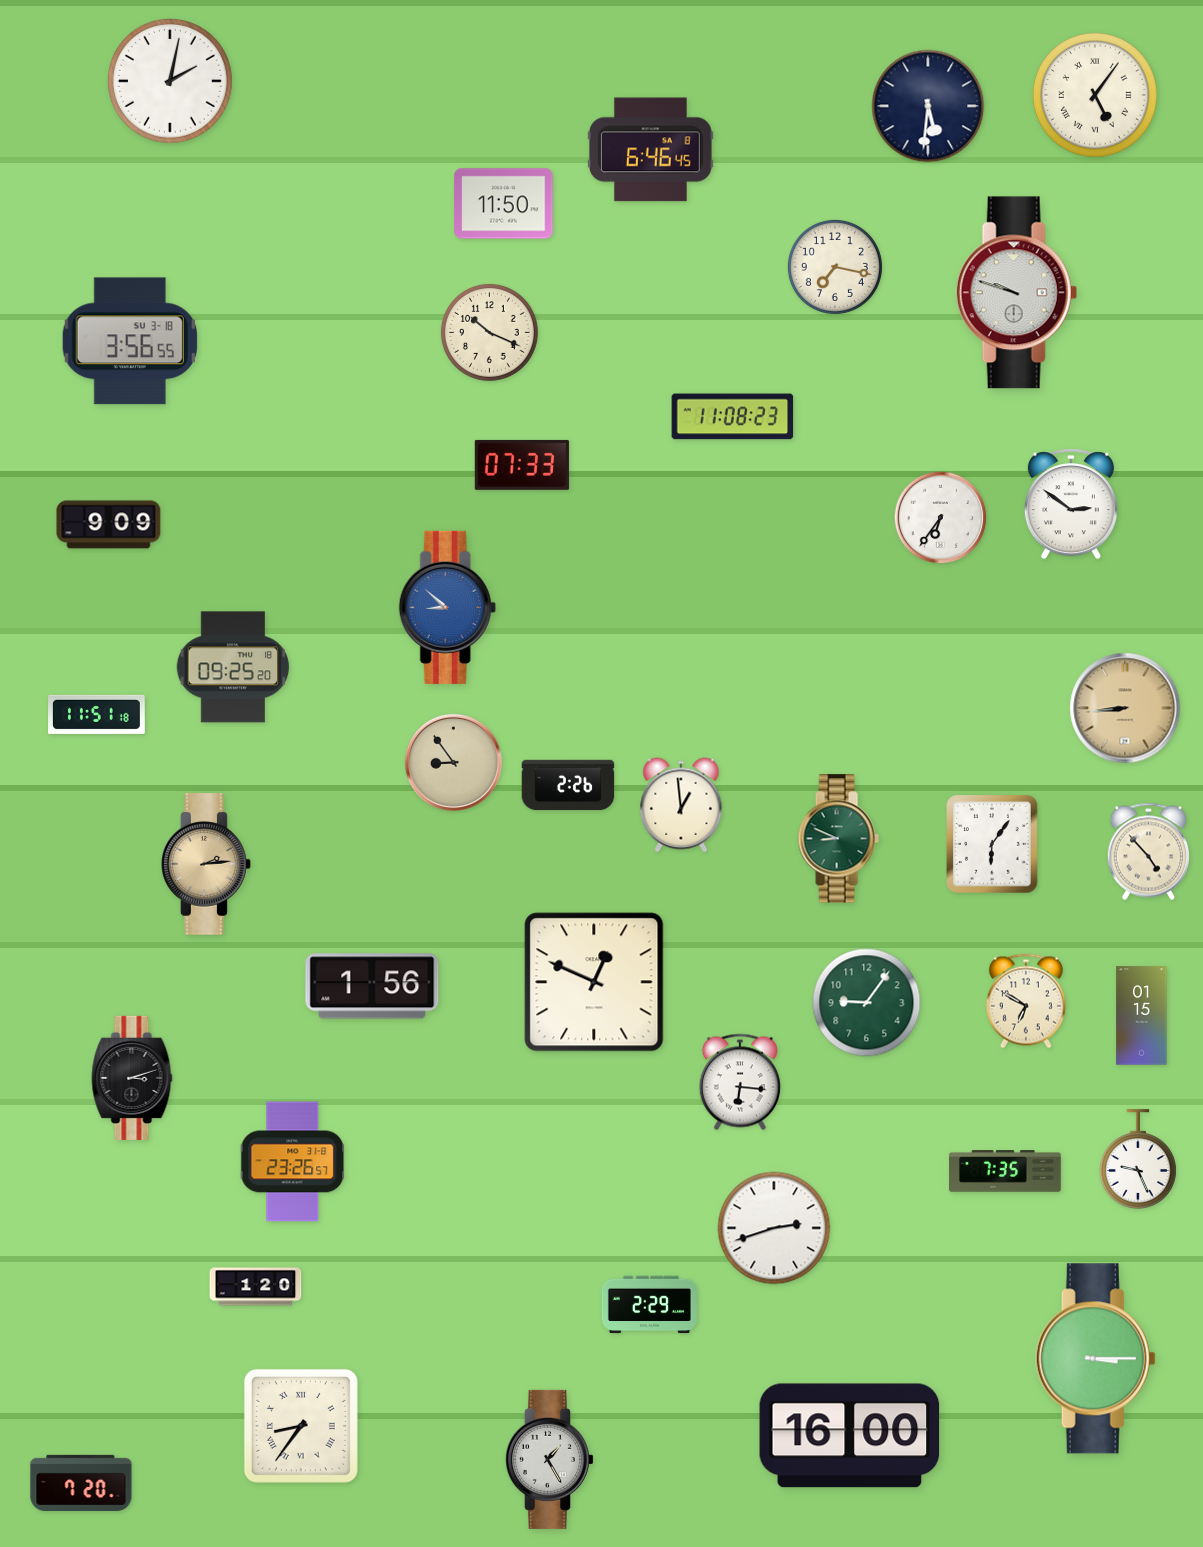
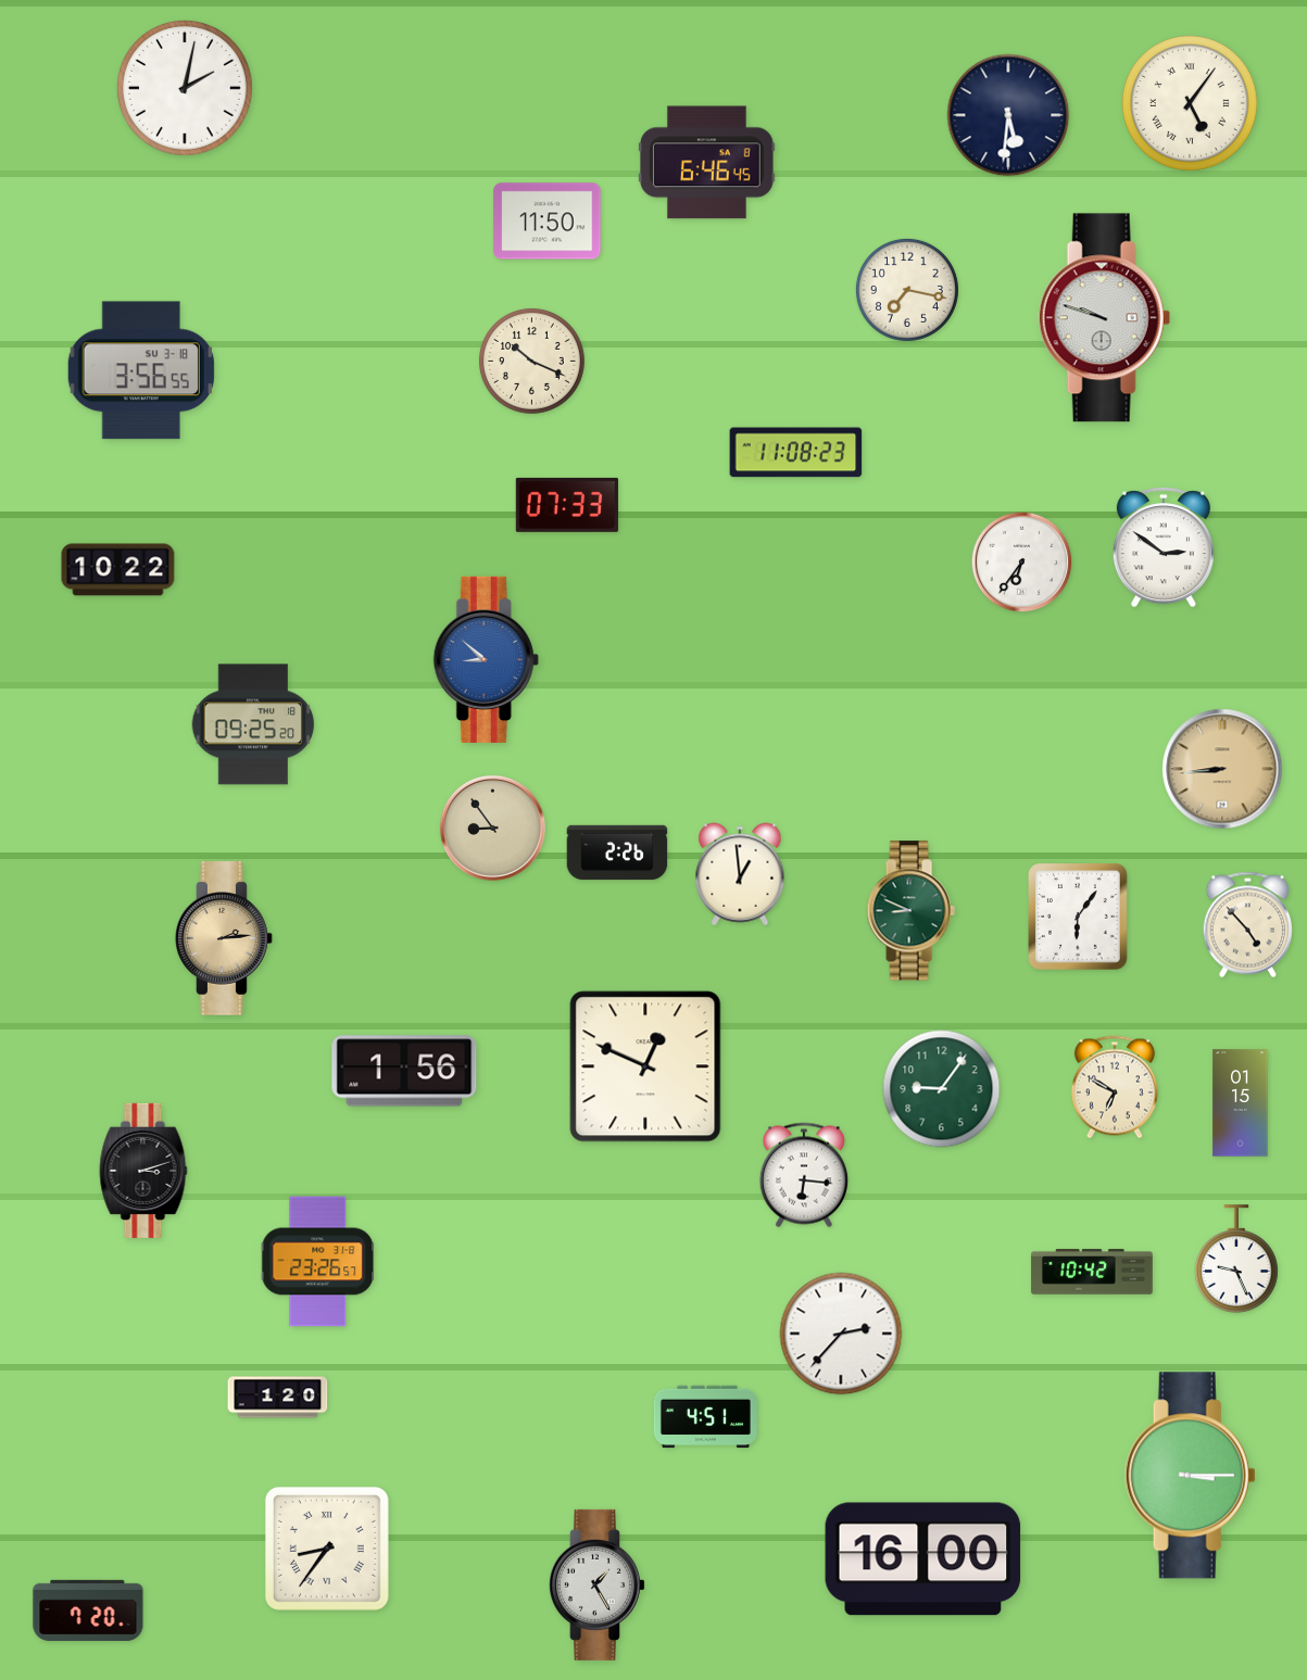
clock at (109, 525): 9:09 -> 10:22
clock at (97, 714): 11:51 -> none
clock at (1005, 1171): 7:35 -> 10:42
clock at (774, 1228): 2:42 -> 2:37
clock at (649, 1305): 2:29 -> 4:51
